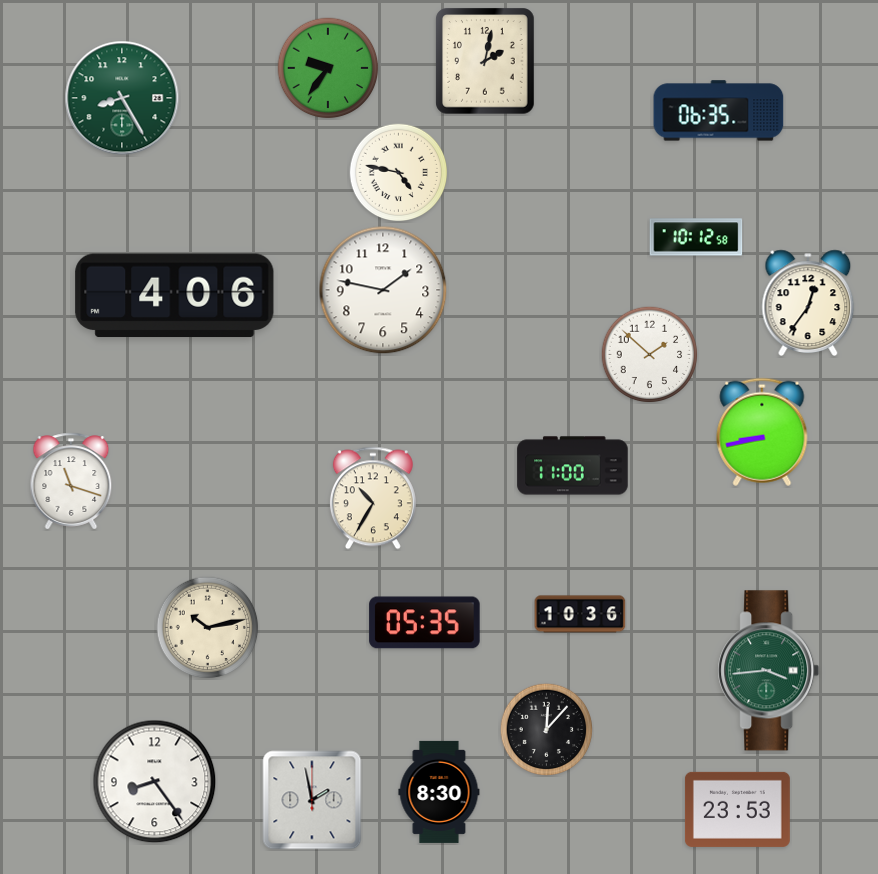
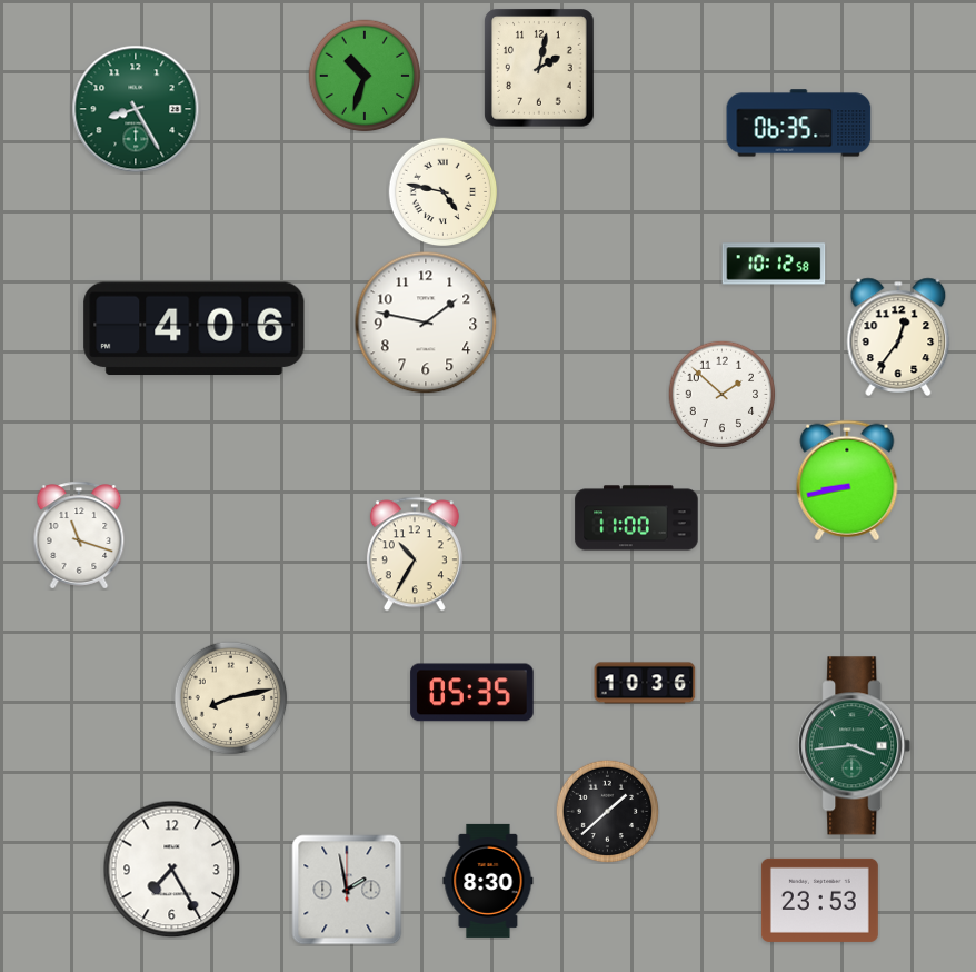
clock at (328, 68): 9:36 -> 10:33
clock at (208, 628): 10:13 -> 8:13
clock at (546, 729): 12:07 -> 1:38
clock at (155, 782): 8:24 -> 7:25
